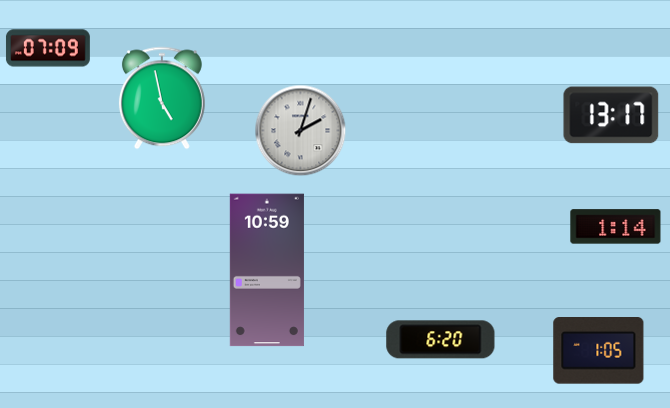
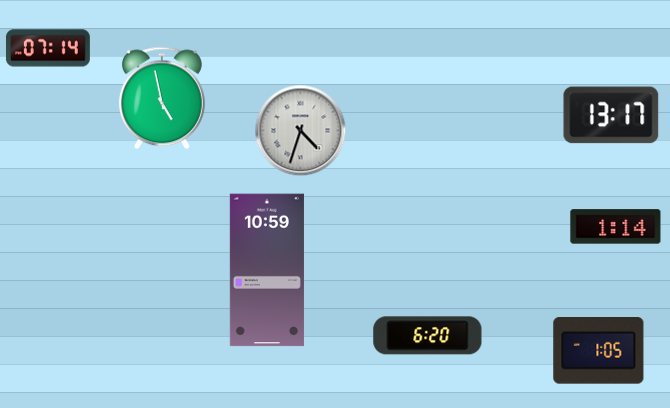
clock at (48, 48): 07:09 -> 07:14
clock at (301, 131): 2:03 -> 4:33
clock at (441, 340) position: (441, 340) -> (428, 336)
